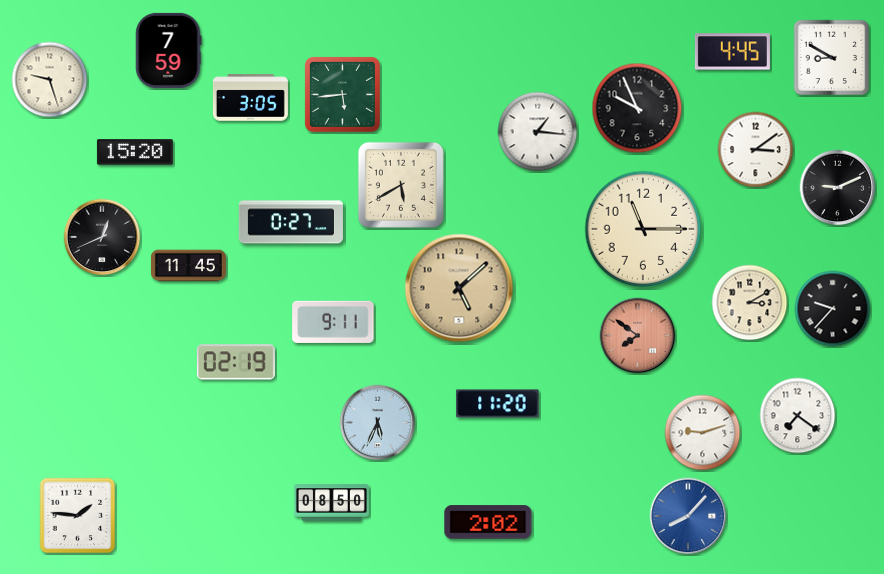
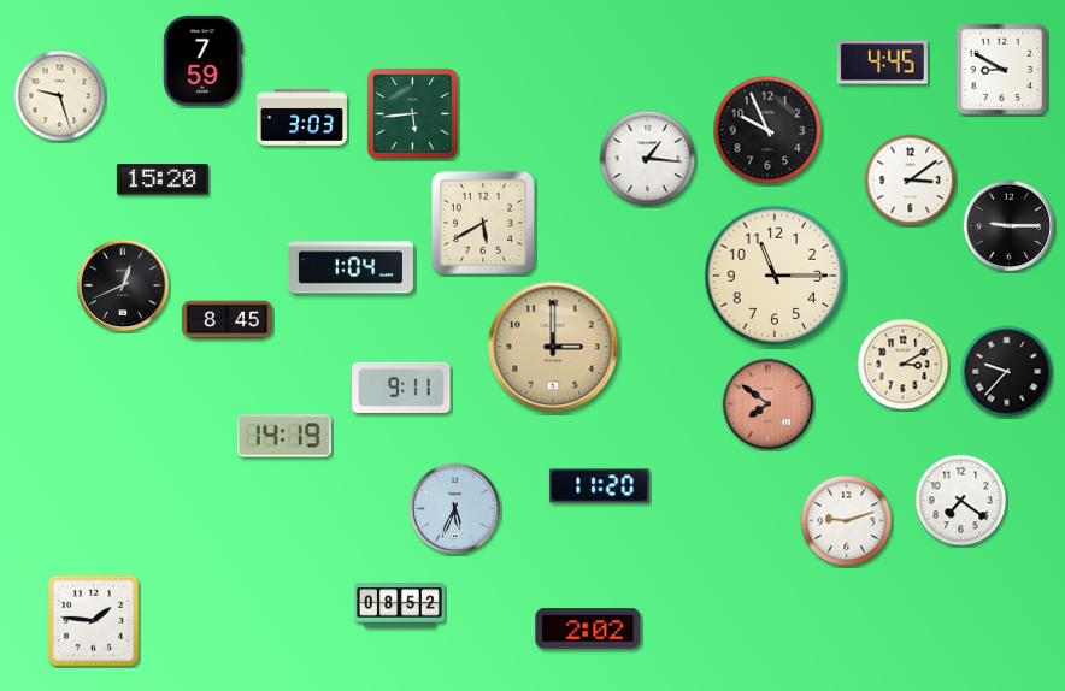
clock at (250, 98): 3:05 -> 3:03
clock at (135, 152) position: (135, 152) -> (163, 179)
clock at (838, 188): 9:11 -> 9:15
clock at (291, 222): 0:27 -> 1:04
clock at (188, 266): 11:45 -> 8:45
clock at (459, 288): 5:08 -> 3:00
clock at (833, 309) position: (833, 309) -> (1007, 372)
clock at (236, 362): 02:19 -> 14:19
clock at (331, 503): 08:50 -> 08:52
clock at (688, 516): 8:07 -> none
